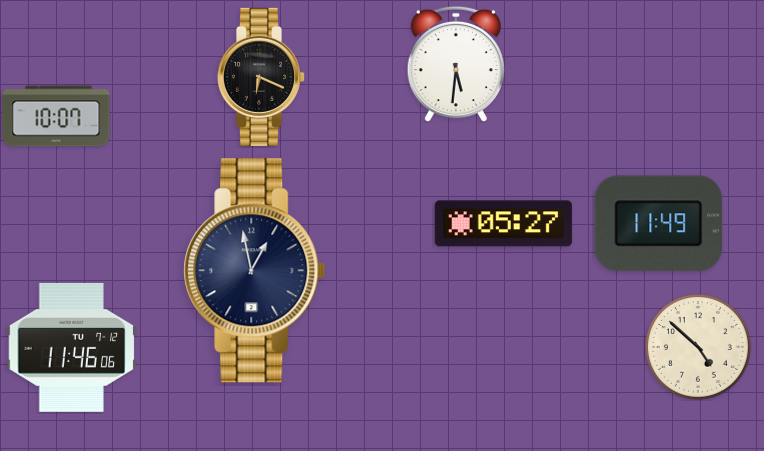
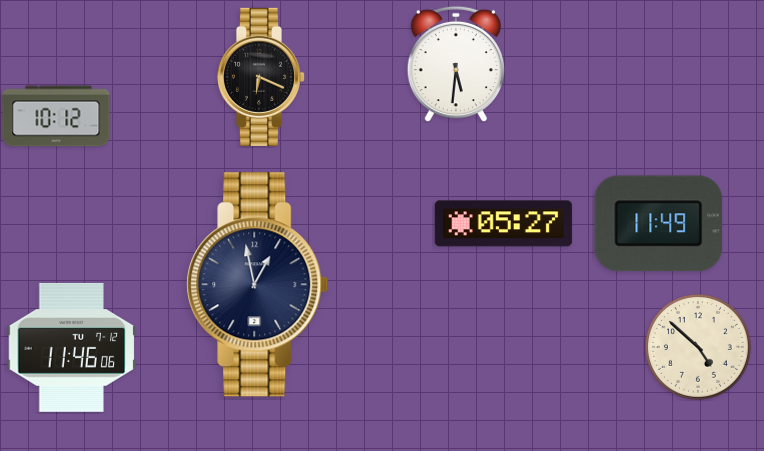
clock at (56, 116): 10:07 -> 10:12
clock at (255, 271) position: (255, 271) -> (258, 285)
